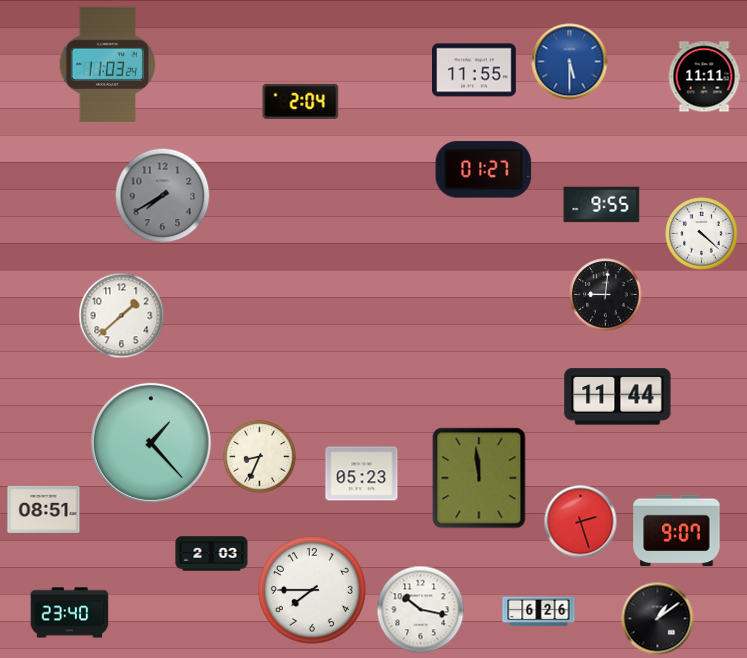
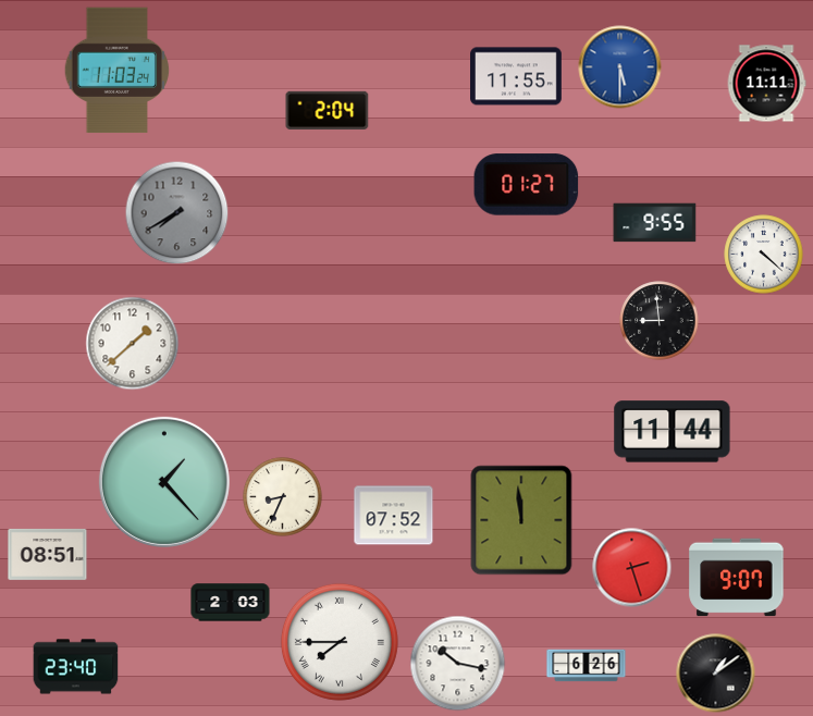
clock at (606, 295): 9:01 -> 8:59
clock at (362, 474): 05:23 -> 07:52
clock at (312, 590) numerals: Arabic -> Roman
